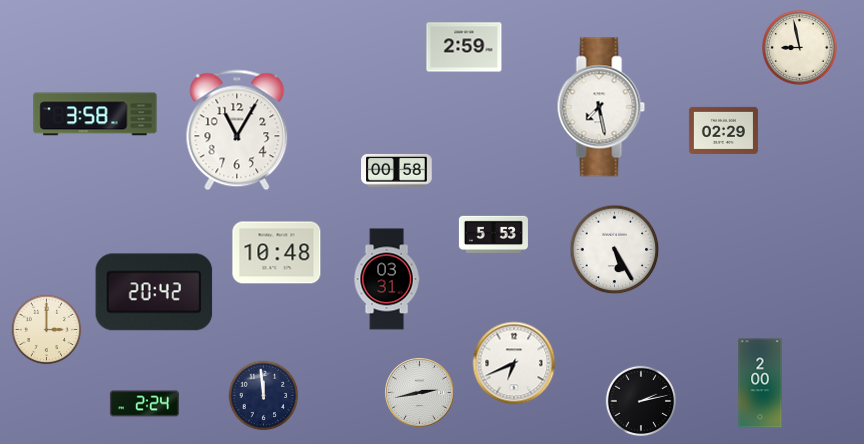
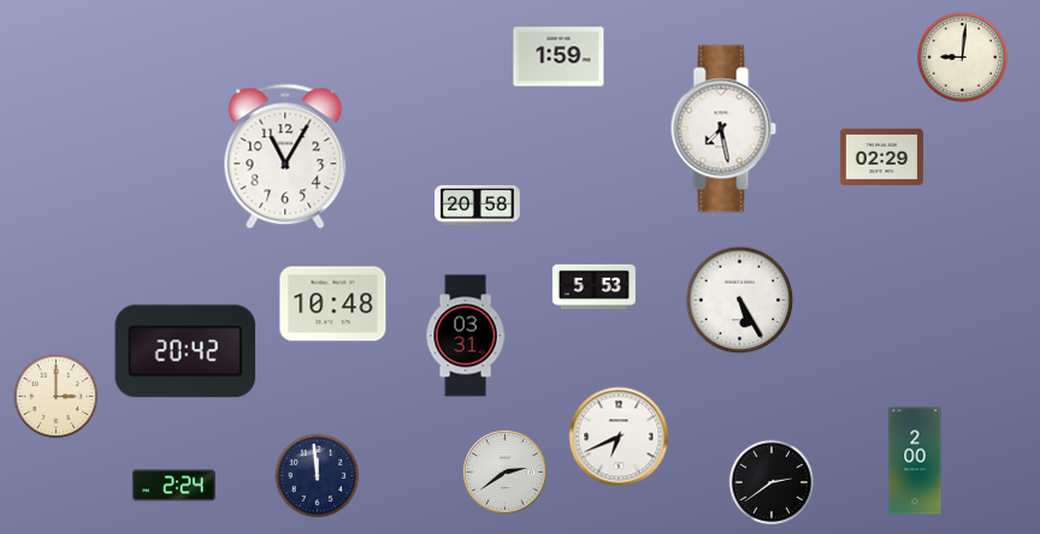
clock at (464, 47): 2:59 -> 1:59
clock at (800, 48): 8:58 -> 9:01
clock at (95, 114): 3:58 -> none
clock at (723, 130) position: (723, 130) -> (881, 156)
clock at (397, 170): 00:58 -> 20:58
clock at (493, 234) position: (493, 234) -> (593, 286)
clock at (420, 393): 2:43 -> 2:39
clock at (641, 401): 2:13 -> 2:39
